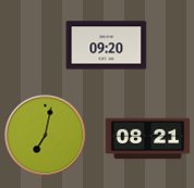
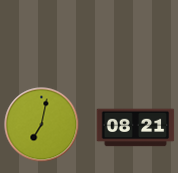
clock at (107, 46): 09:20 -> none
